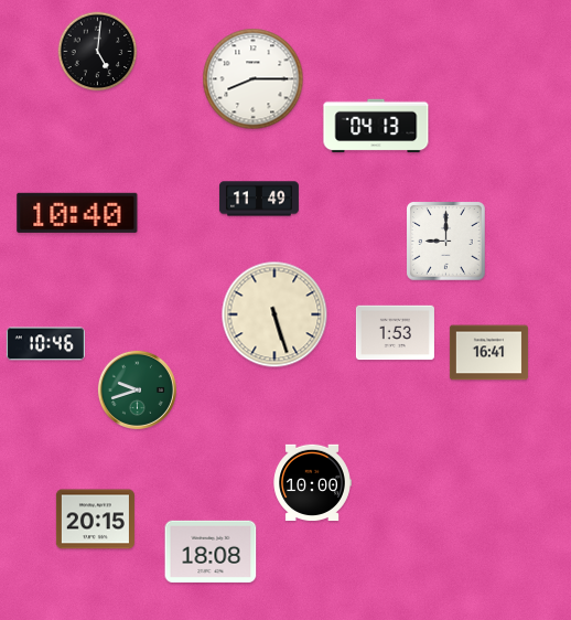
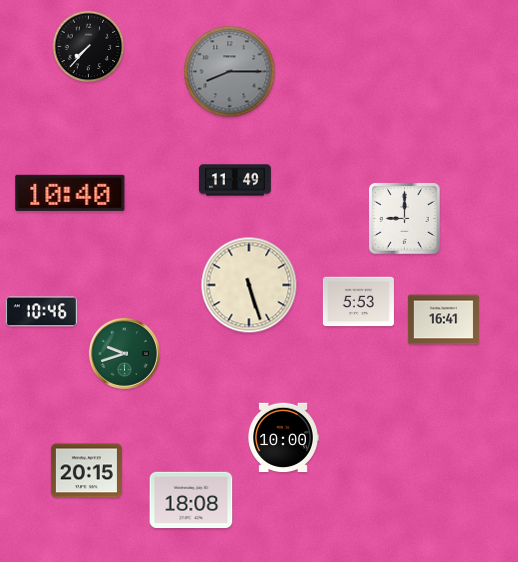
clock at (98, 52): 5:01 -> 7:37
clock at (254, 79) dial: white -> grey
clock at (376, 126): 04:13 -> none
clock at (395, 333): 1:53 -> 5:53
